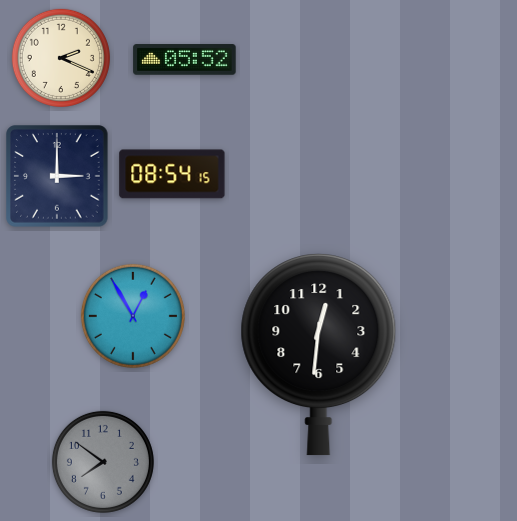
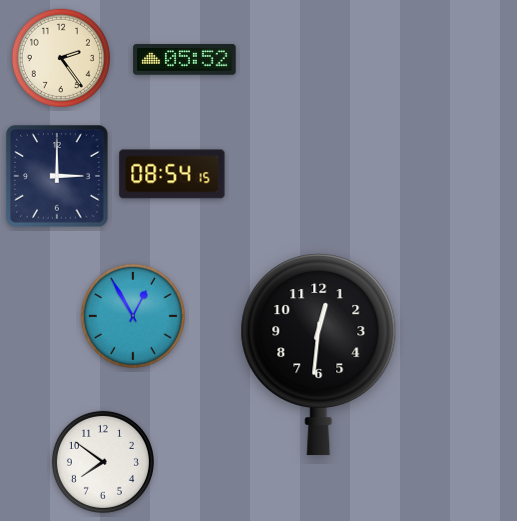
clock at (61, 58): 2:19 -> 2:24
clock at (103, 462) dial: grey -> white
